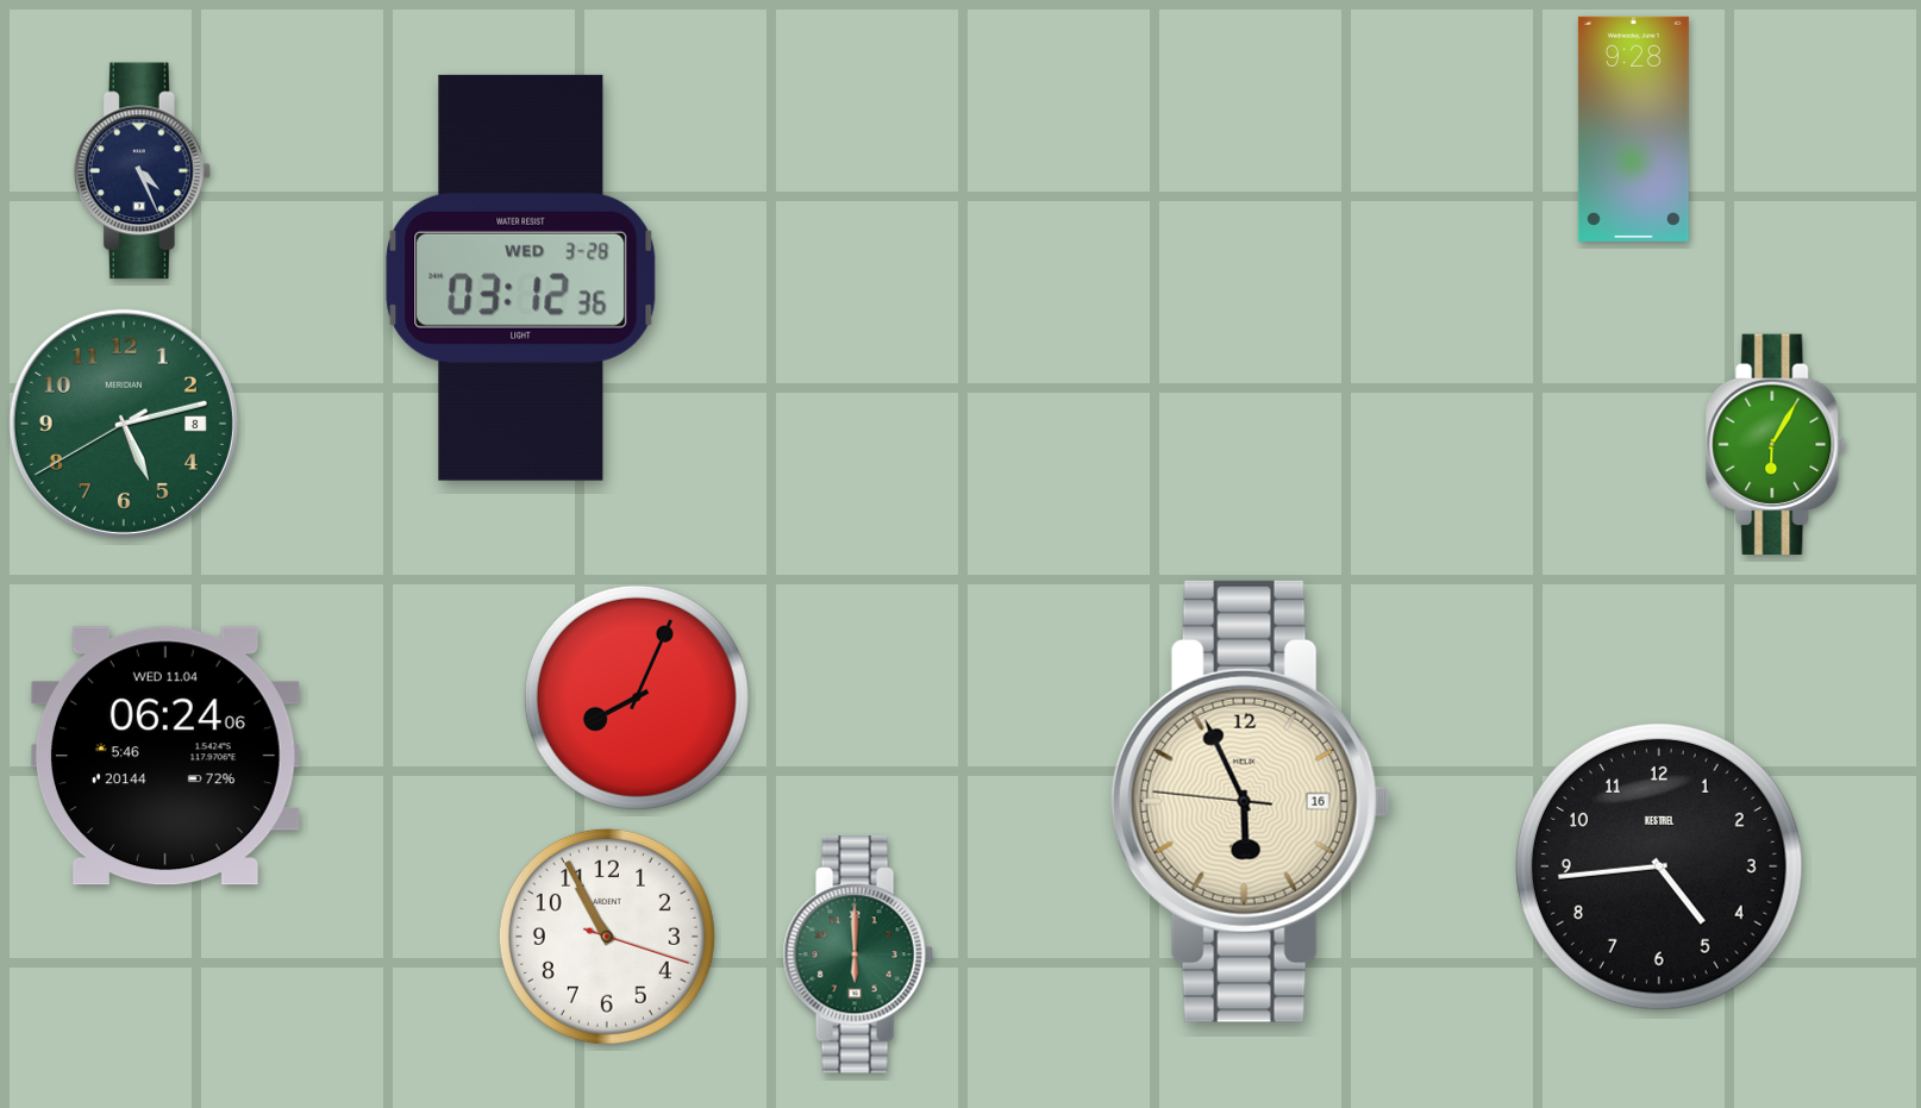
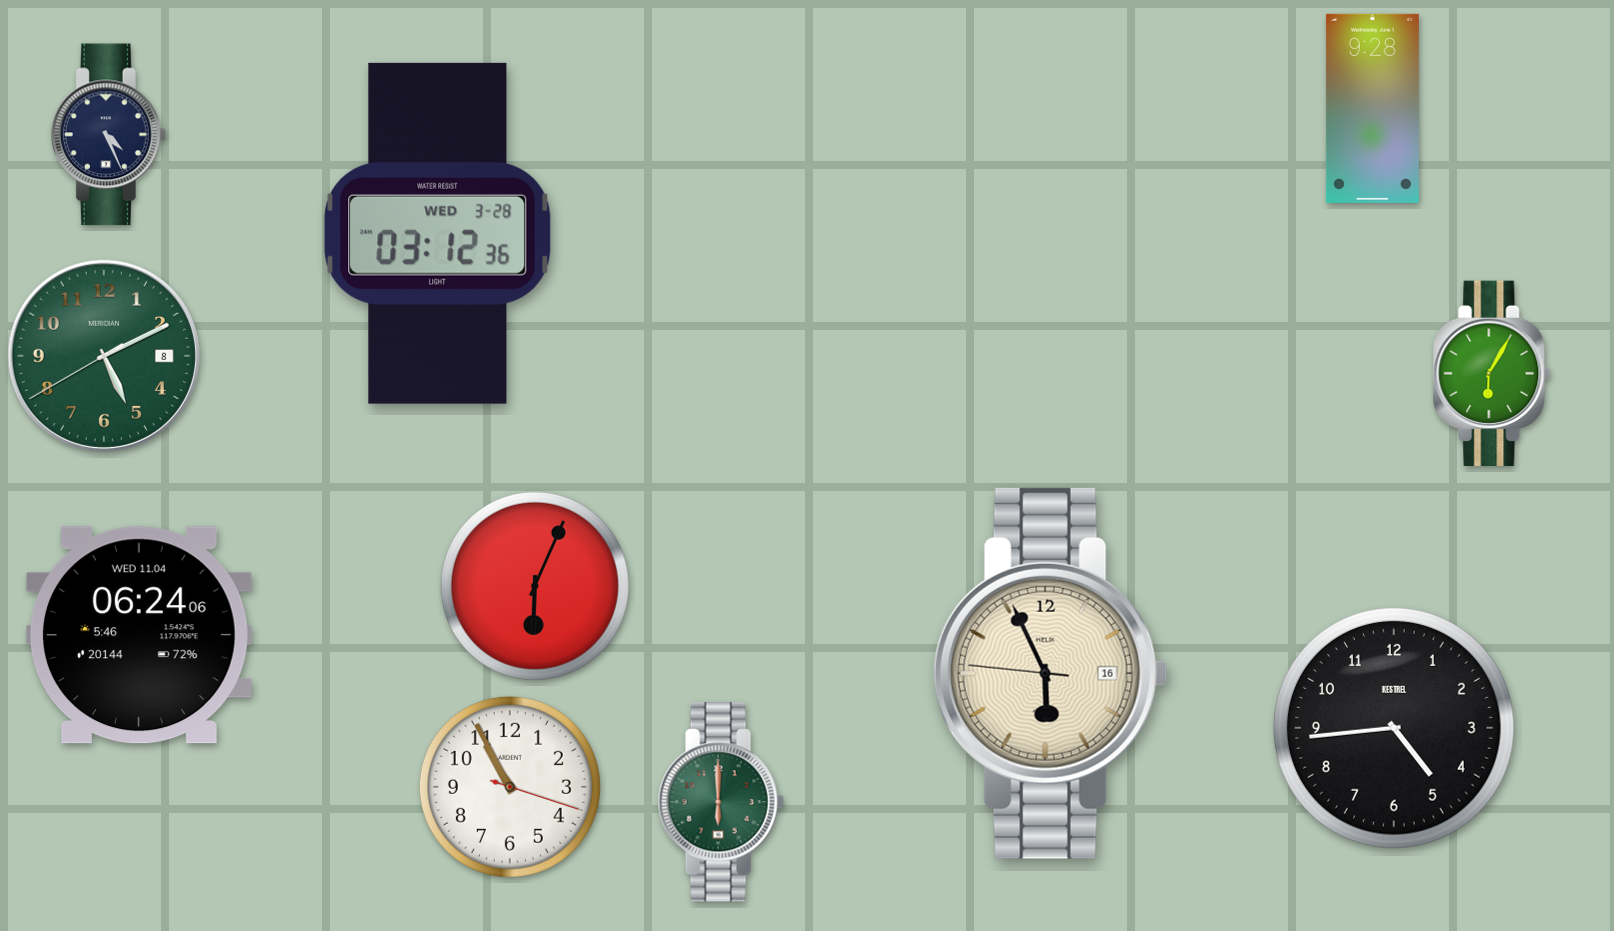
clock at (142, 171) position: (142, 171) -> (108, 135)
clock at (124, 424): 5:12 -> 5:10
clock at (637, 697): 8:04 -> 6:04
